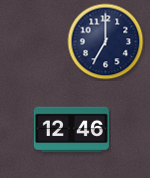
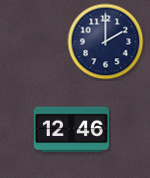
clock at (106, 42): 7:00 -> 2:00
